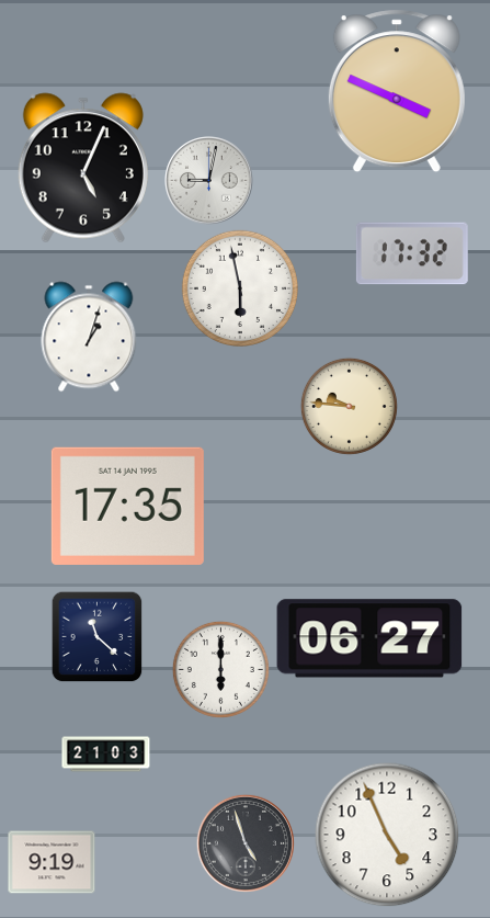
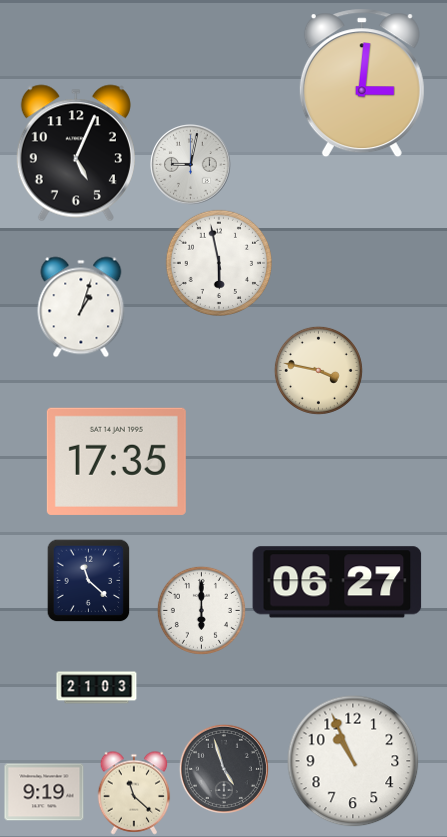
clock at (397, 91): 3:49 -> 3:01
clock at (412, 253): 17:32 -> none
clock at (349, 406): 9:46 -> 3:47
clock at (387, 835): 4:56 -> 10:56
clock at (52, 862) position: (52, 862) -> (44, 792)
clock at (134, 793): none -> 11:22
